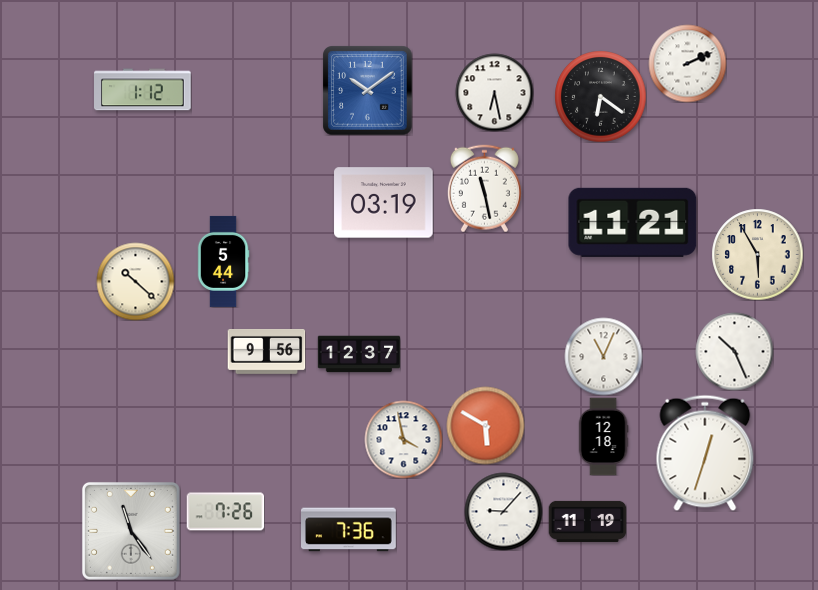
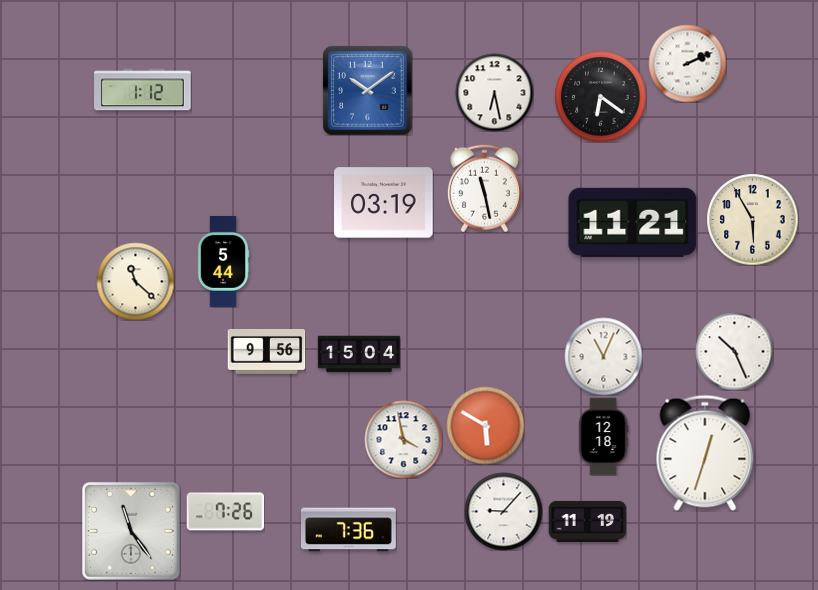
clock at (757, 254) position: (757, 254) -> (752, 219)
clock at (135, 281): 10:22 -> 11:22
clock at (359, 354): 12:37 -> 15:04
